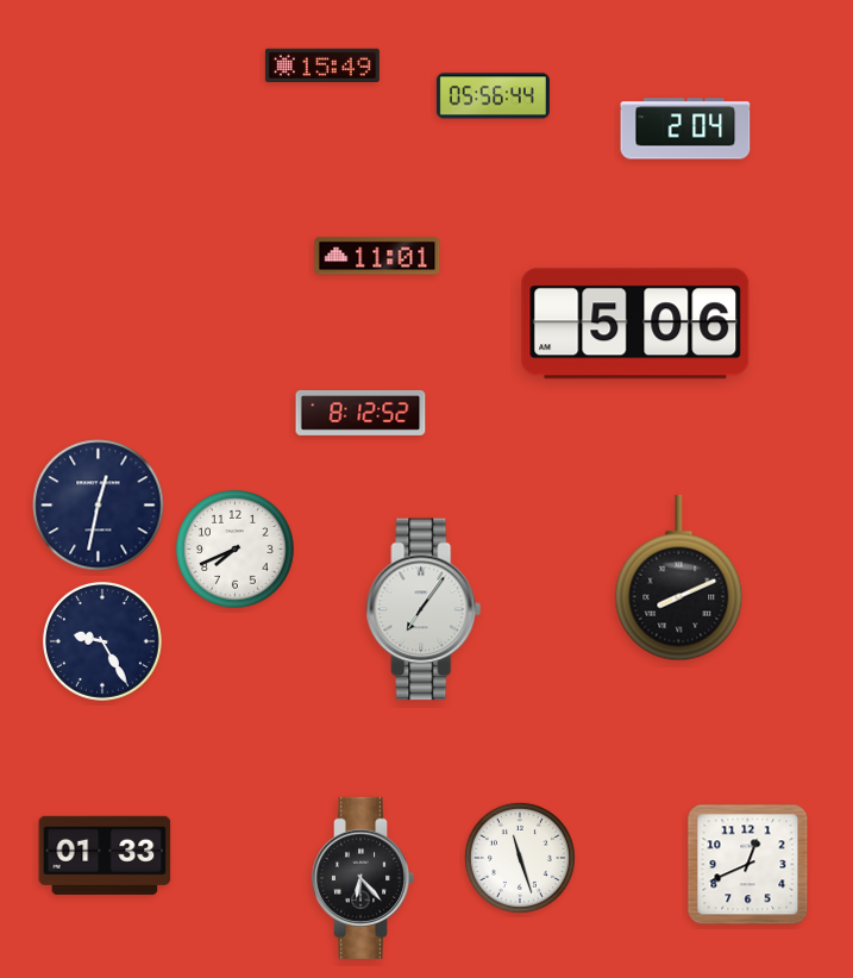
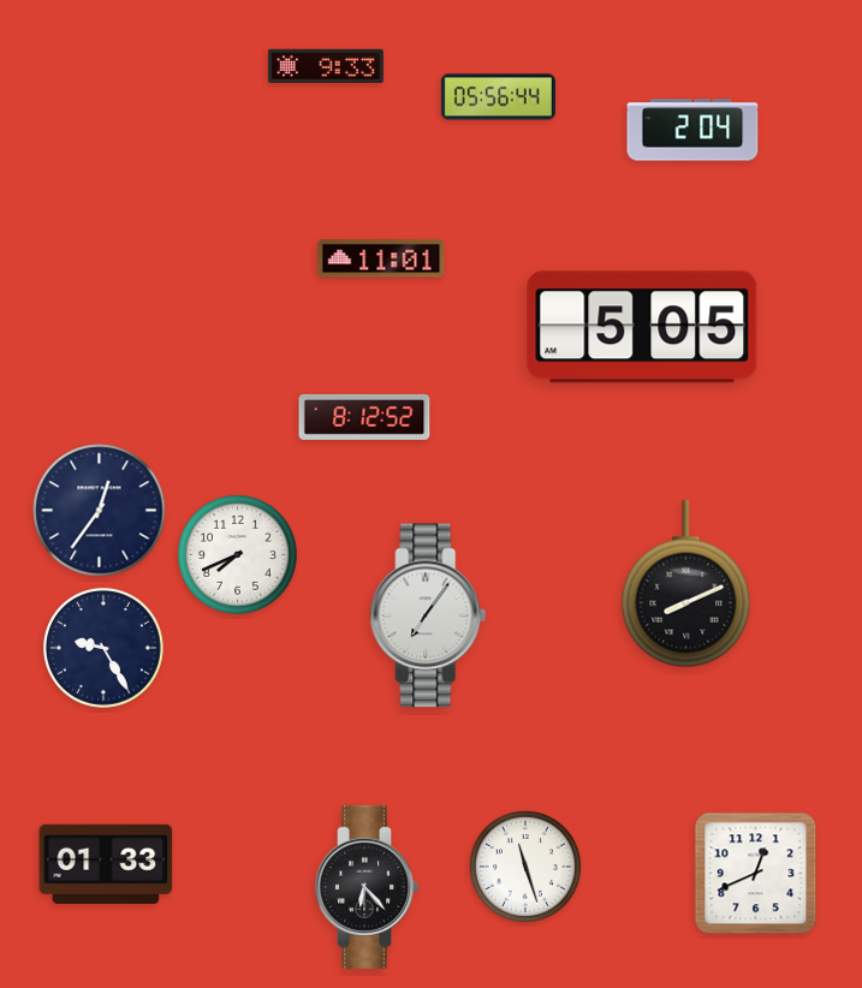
clock at (322, 64): 15:49 -> 9:33
clock at (635, 324): 5:06 -> 5:05
clock at (99, 506): 12:32 -> 12:36
